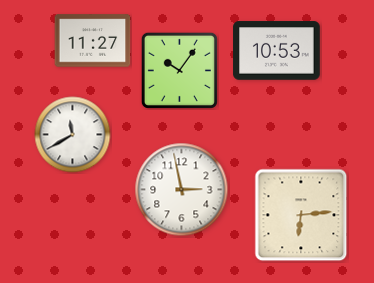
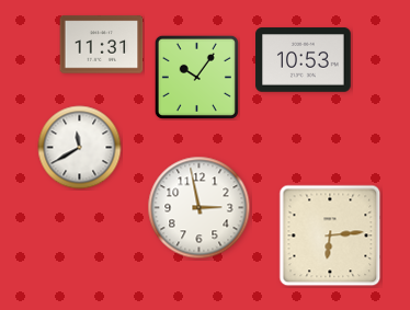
clock at (93, 41): 11:27 -> 11:31
clock at (277, 51) position: (277, 51) -> (304, 60)
